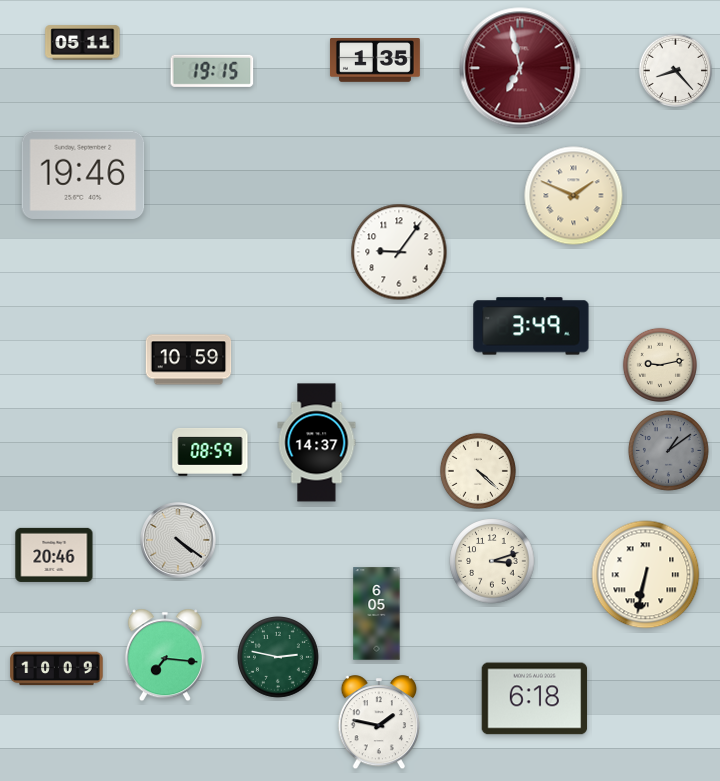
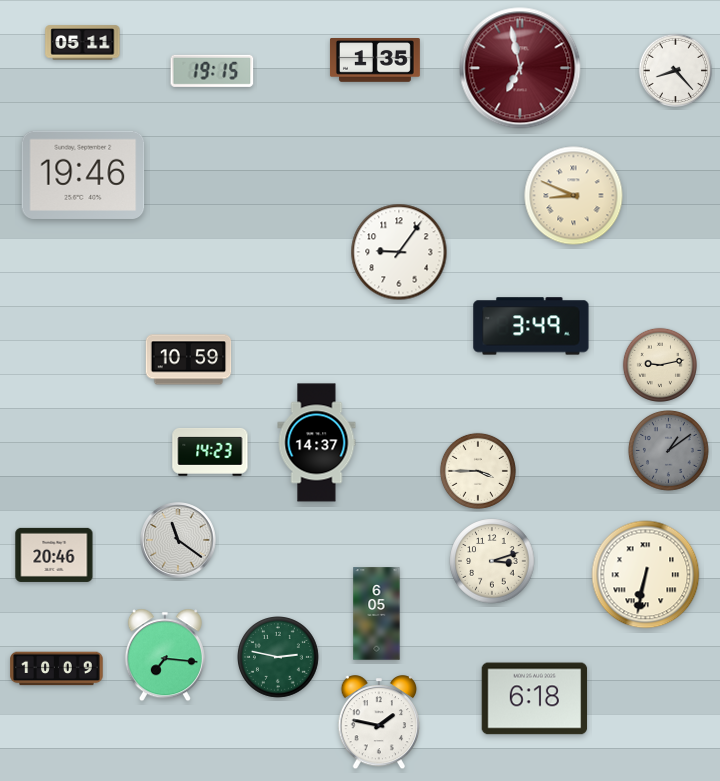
clock at (574, 196): 1:49 -> 8:49
clock at (210, 452): 08:59 -> 14:23
clock at (478, 471): 4:22 -> 3:45
clock at (178, 540): 4:21 -> 11:21
